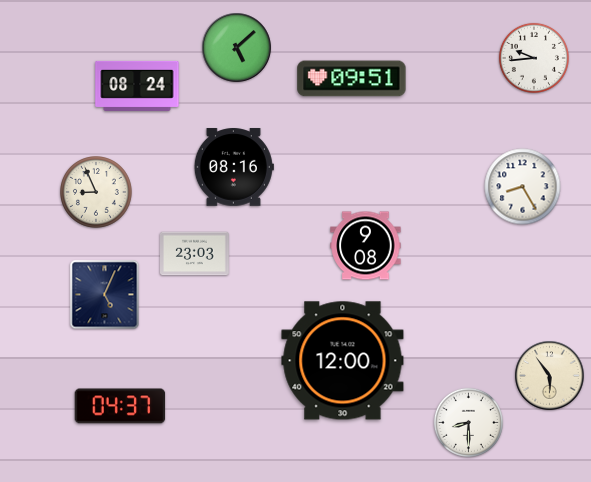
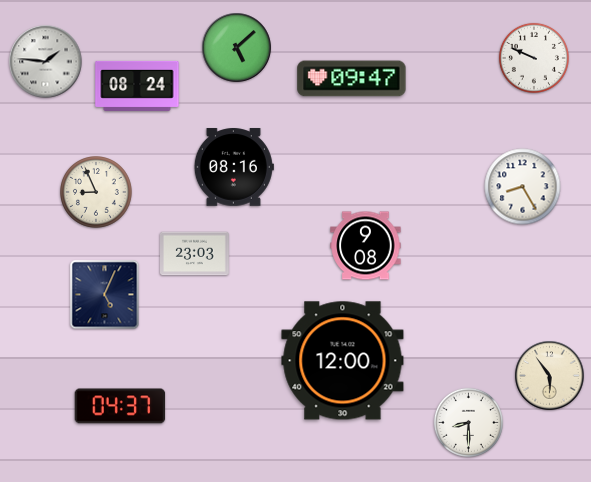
clock at (534, 58): 9:44 -> 9:49
clock at (46, 62): none -> 1:46
clock at (352, 79): 09:51 -> 09:47
